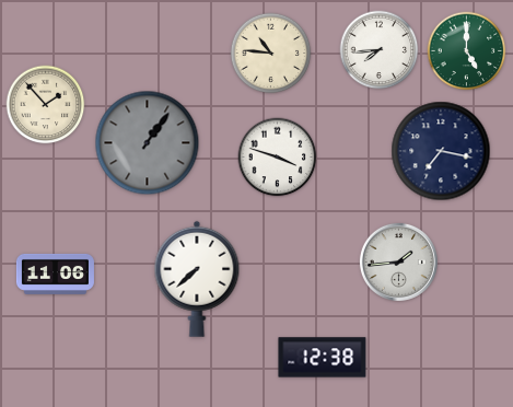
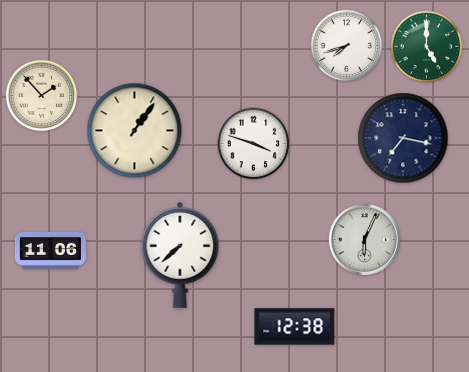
clock at (380, 50): 7:44 -> 7:42
clock at (271, 54): 10:46 -> none
clock at (148, 143) dial: grey -> cream
clock at (398, 261): 1:44 -> 6:04
